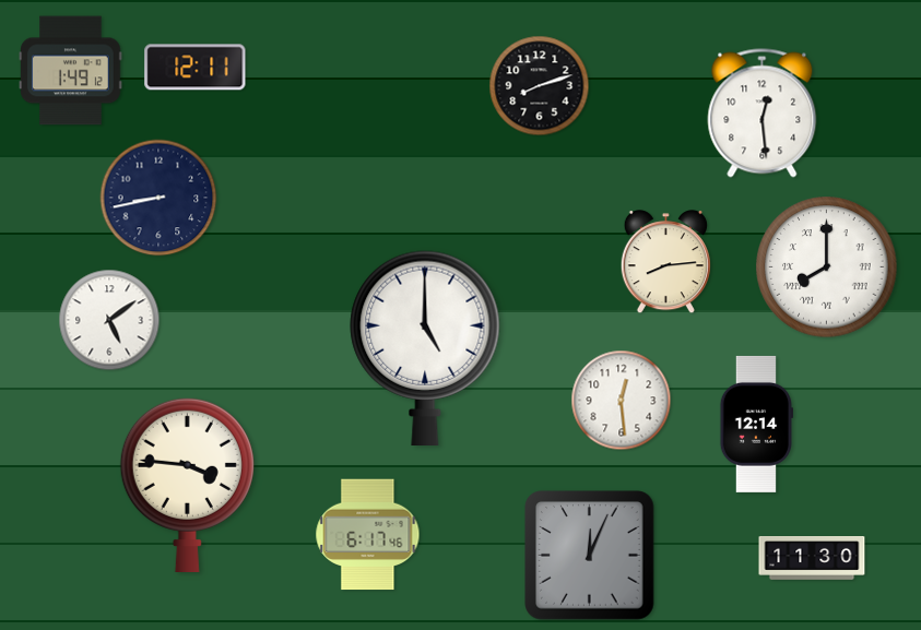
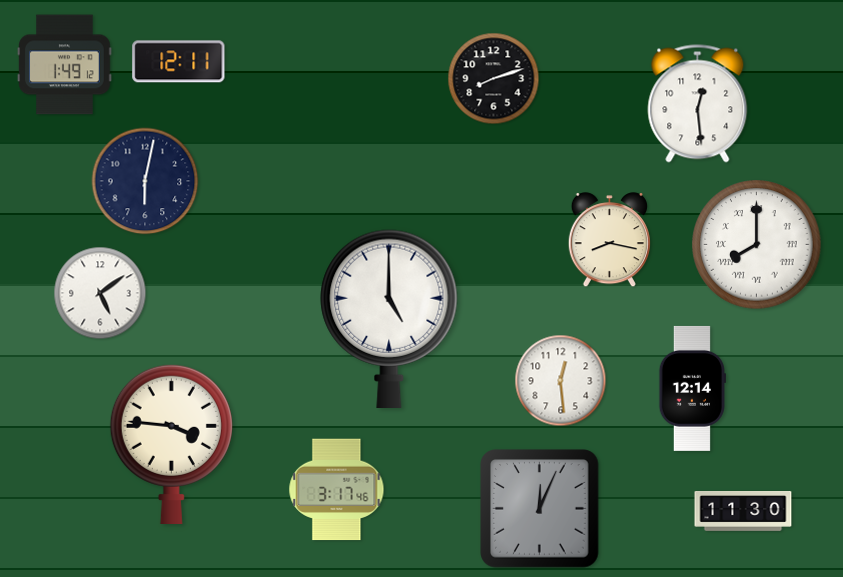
clock at (158, 198): 8:43 -> 6:02
clock at (665, 262): 8:14 -> 8:17
clock at (622, 401) position: (622, 401) -> (561, 381)
clock at (368, 535): 6:17 -> 3:17
